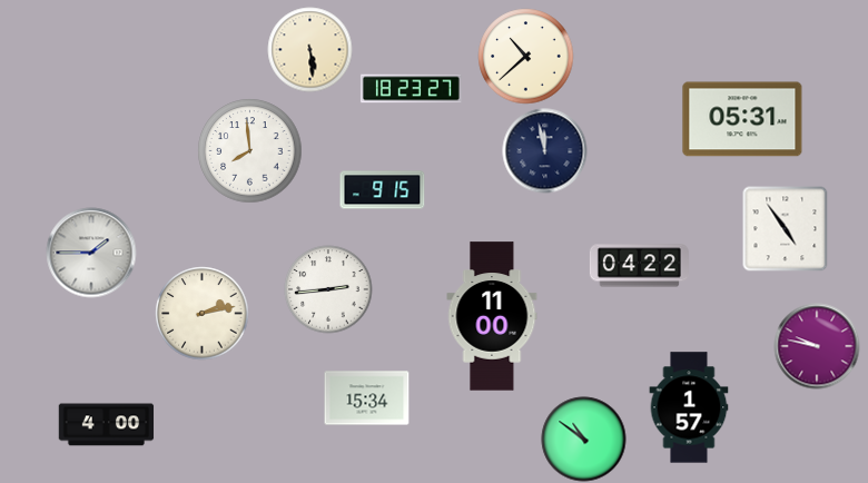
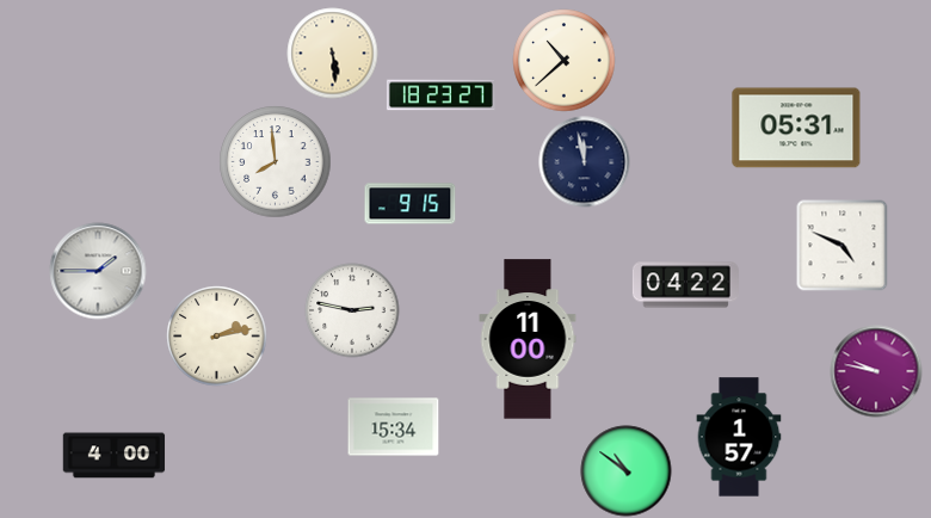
clock at (250, 151) position: (250, 151) -> (276, 162)
clock at (786, 229): 4:54 -> 4:49
clock at (328, 289): 2:44 -> 2:47
